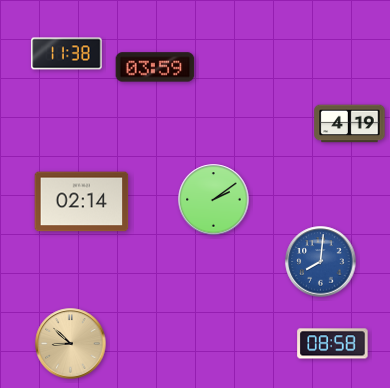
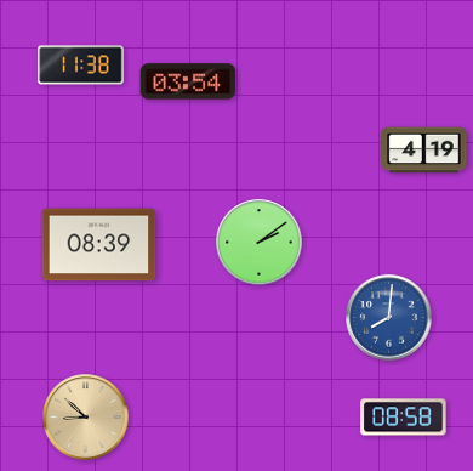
clock at (155, 67): 03:59 -> 03:54
clock at (82, 202): 02:14 -> 08:39
